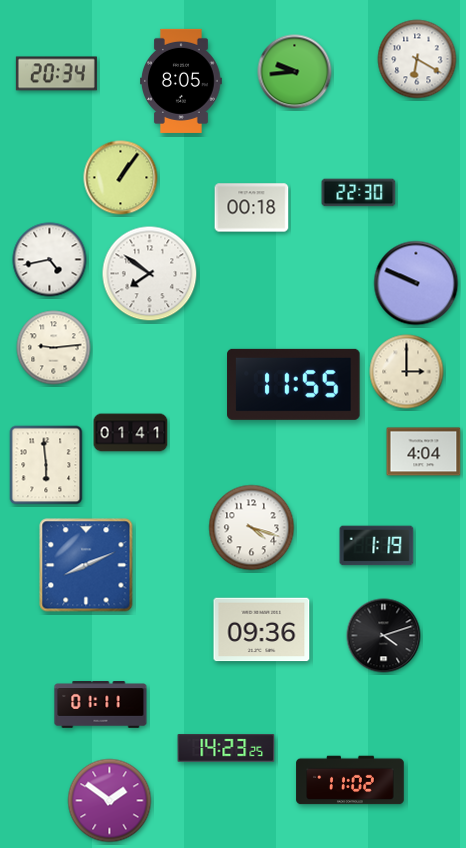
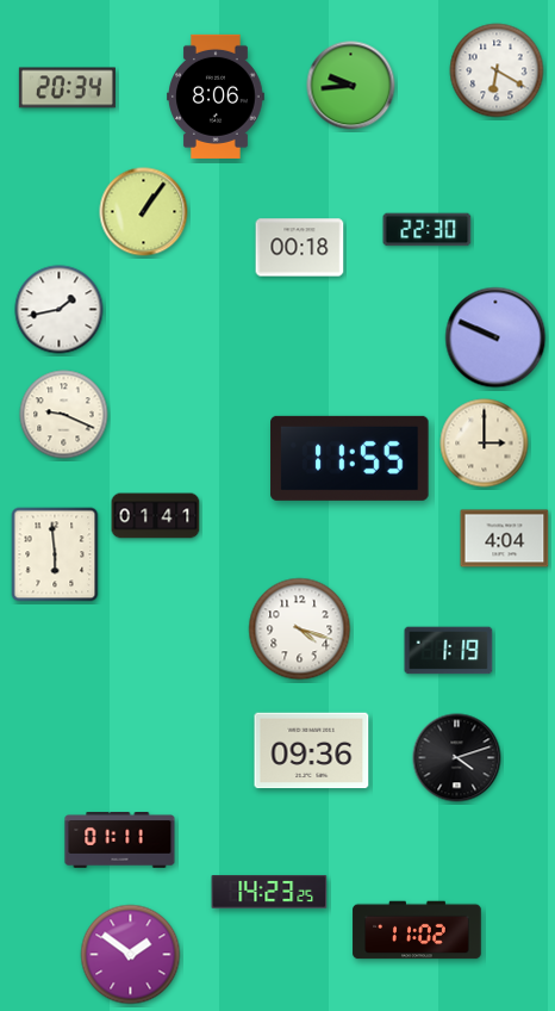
clock at (182, 81): 8:05 -> 8:06
clock at (50, 260): 4:43 -> 1:43
clock at (150, 274): 7:51 -> none
clock at (54, 348): 9:14 -> 9:19
clock at (86, 565): 8:11 -> none
